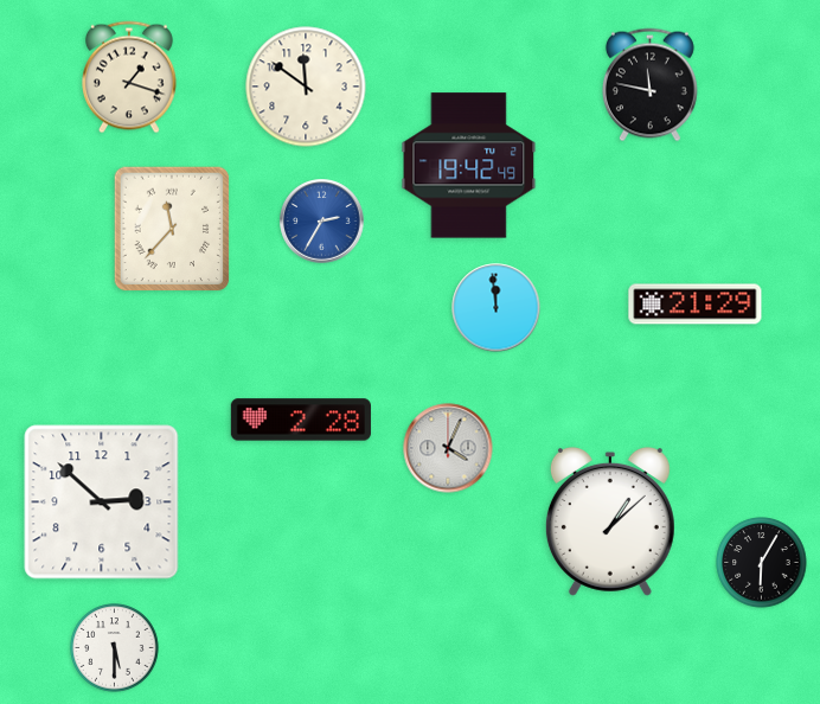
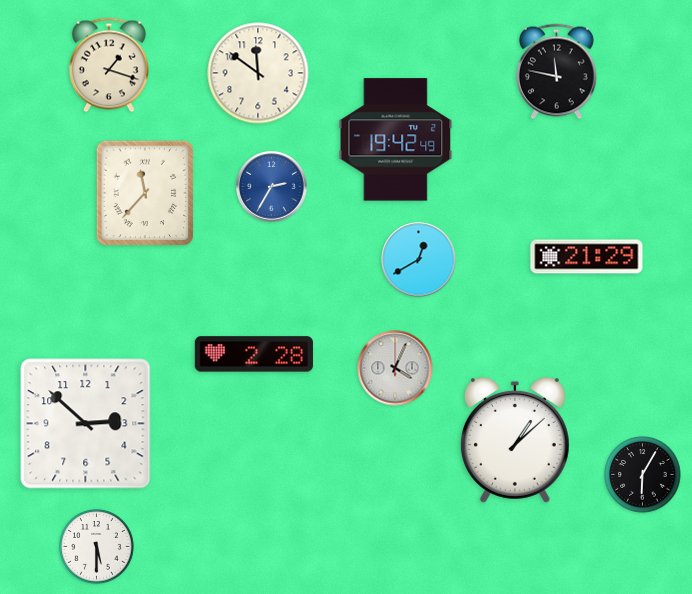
clock at (649, 85) position: (649, 85) -> (556, 72)
clock at (497, 308): 11:59 -> 12:40
clock at (448, 448) position: (448, 448) -> (395, 368)
